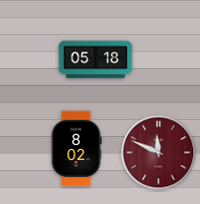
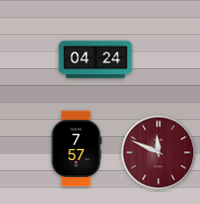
clock at (96, 60): 05:18 -> 04:24
clock at (76, 149): 8:02 -> 7:57
